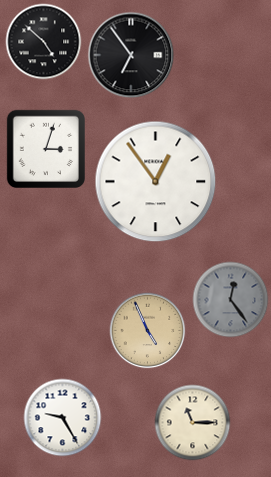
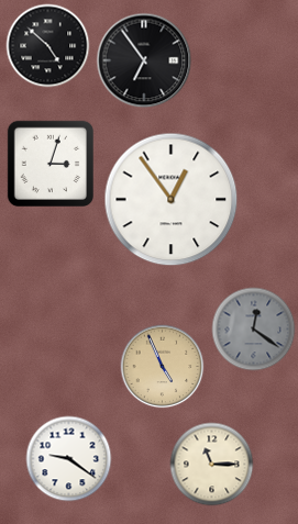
clock at (231, 300): 12:24 -> 12:21
clock at (148, 331) position: (148, 331) -> (163, 367)
clock at (63, 418): 9:25 -> 9:21
